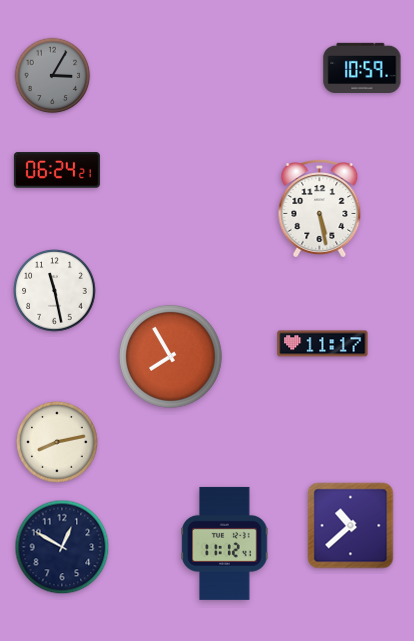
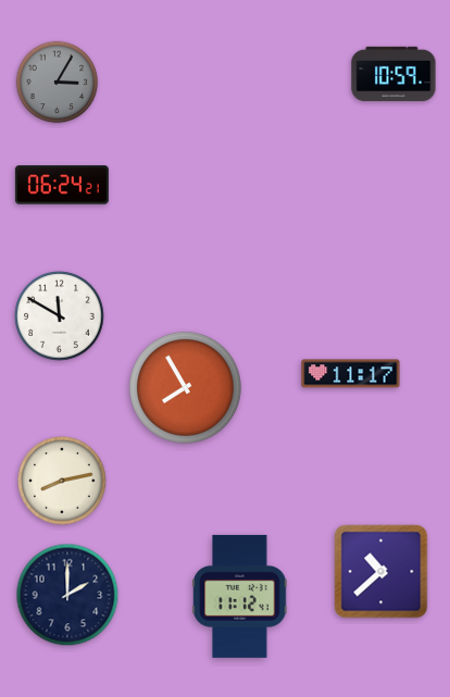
clock at (320, 209): 5:28 -> none
clock at (55, 291): 11:28 -> 11:50
clock at (225, 543) position: (225, 543) -> (240, 596)
clock at (62, 547): 12:50 -> 2:00
